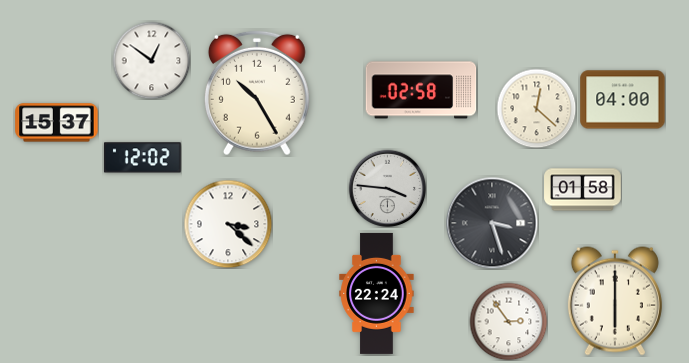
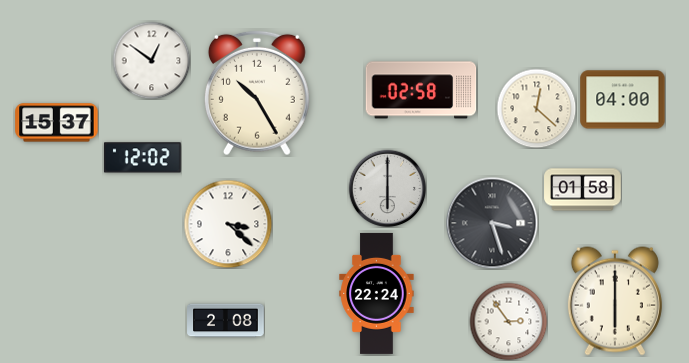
clock at (387, 188): 3:46 -> 6:00
clock at (226, 321): none -> 2:08
